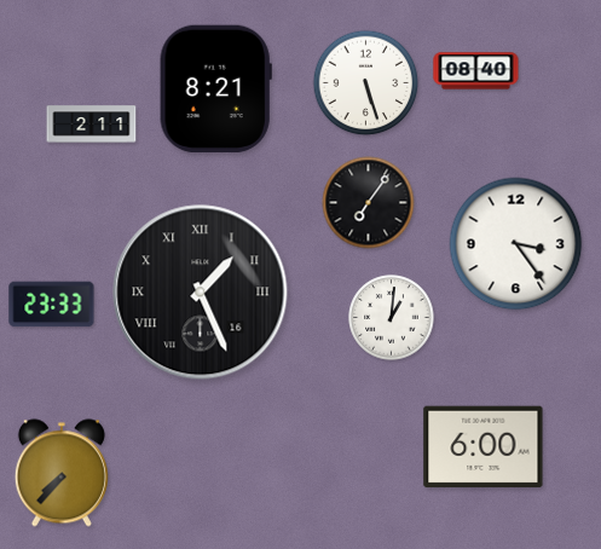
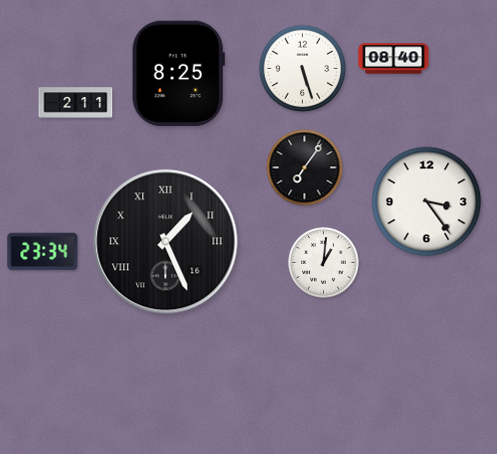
clock at (215, 89): 8:21 -> 8:25
clock at (52, 305): 23:33 -> 23:34
clock at (484, 447): 6:00 -> none
clock at (62, 473): 7:37 -> none
